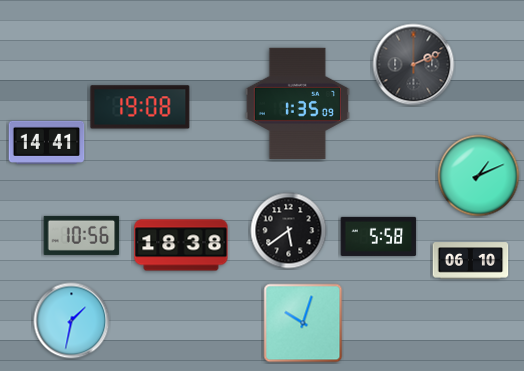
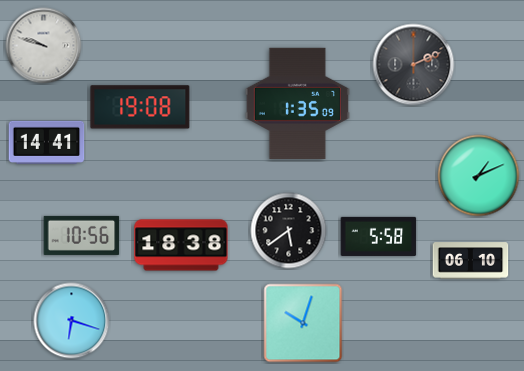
clock at (44, 46): none -> 9:48
clock at (72, 321): 1:32 -> 6:18
